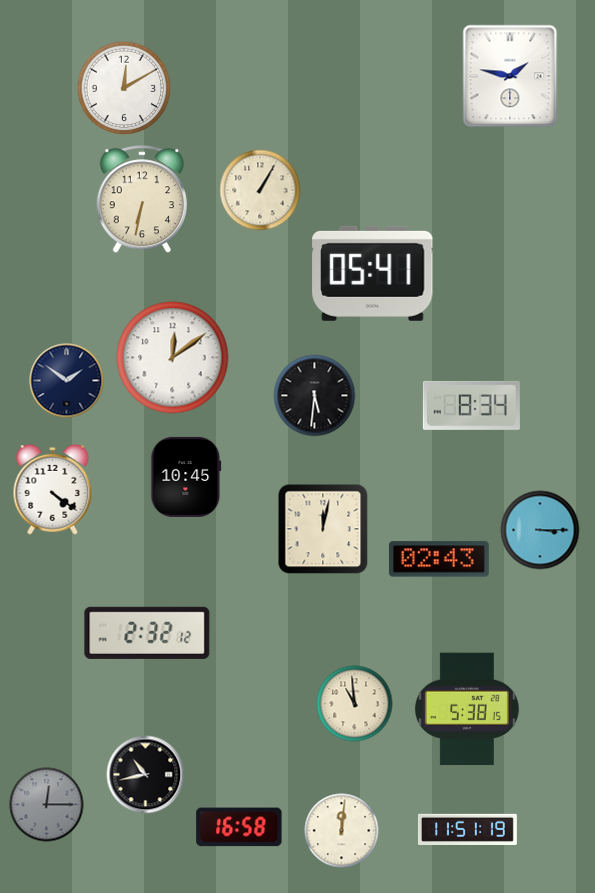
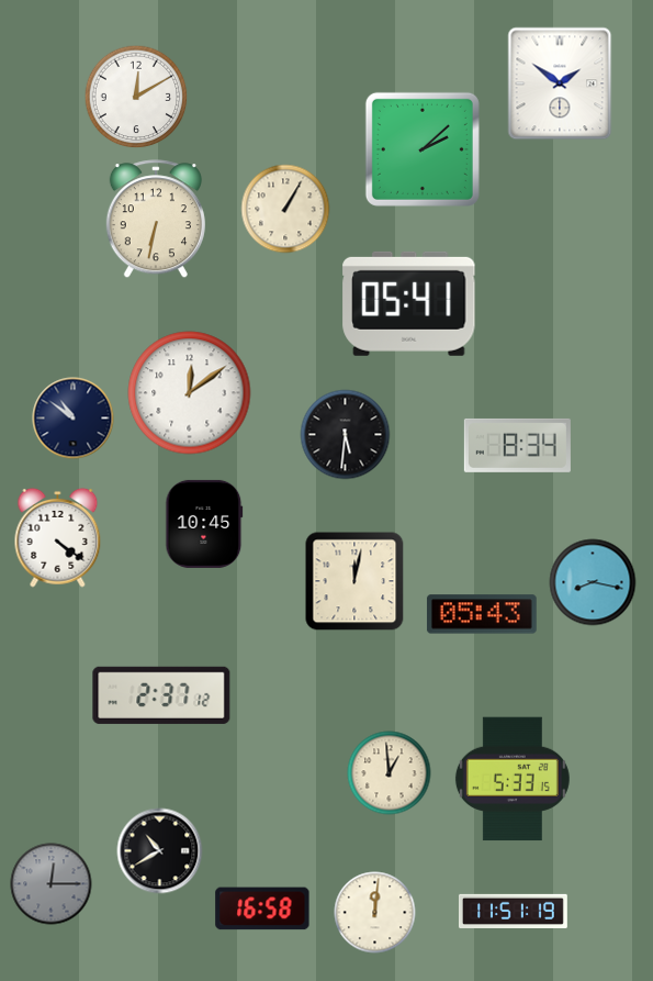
clock at (510, 76): 1:47 -> 1:51
clock at (423, 149): none -> 2:08
clock at (373, 273) position: (373, 273) -> (409, 303)
clock at (67, 381): 1:51 -> 10:51
clock at (540, 530): 3:15 -> 8:17
clock at (439, 559): 02:43 -> 05:43
clock at (147, 633): 2:32 -> 2:37
clock at (355, 704): 10:59 -> 12:59
clock at (467, 709): 5:38 -> 5:33
clock at (146, 775): 10:43 -> 10:40
